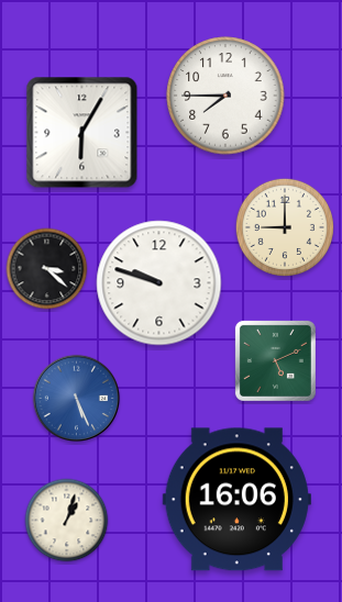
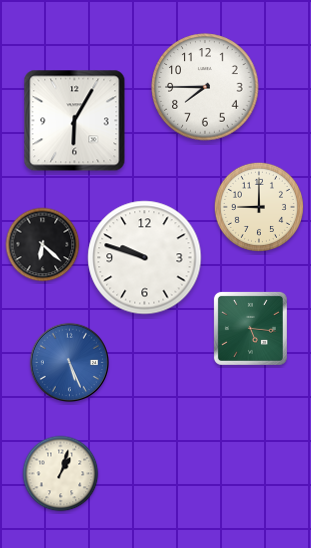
clock at (47, 269): 3:22 -> 6:22
clock at (275, 360): 5:11 -> 5:16
clock at (236, 500): 16:06 -> none
